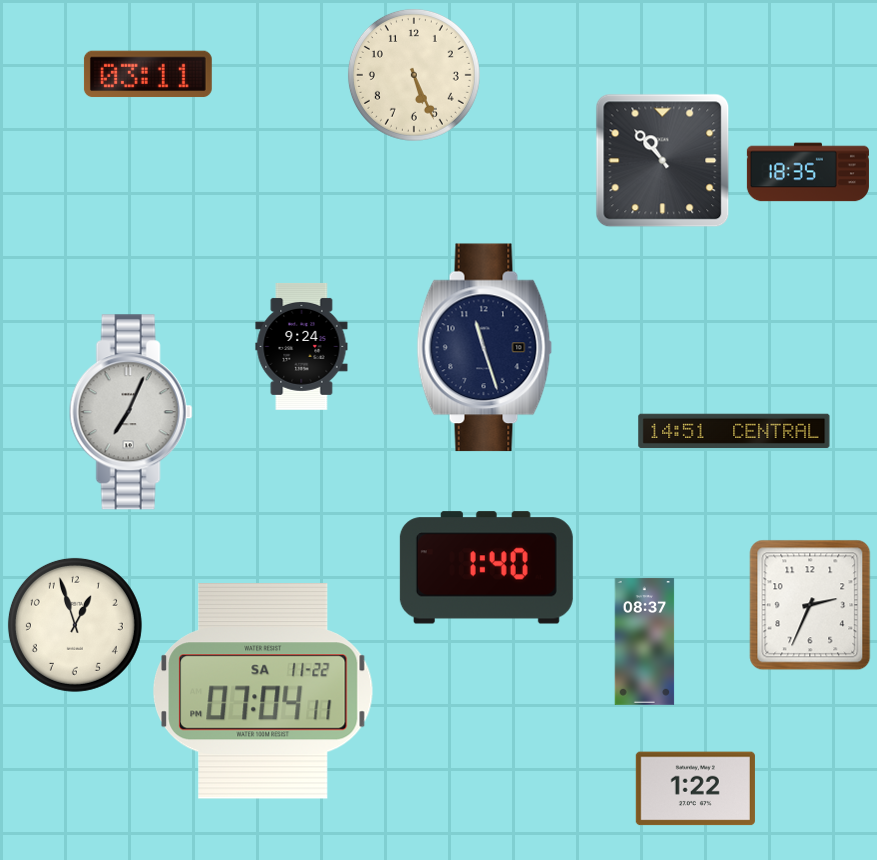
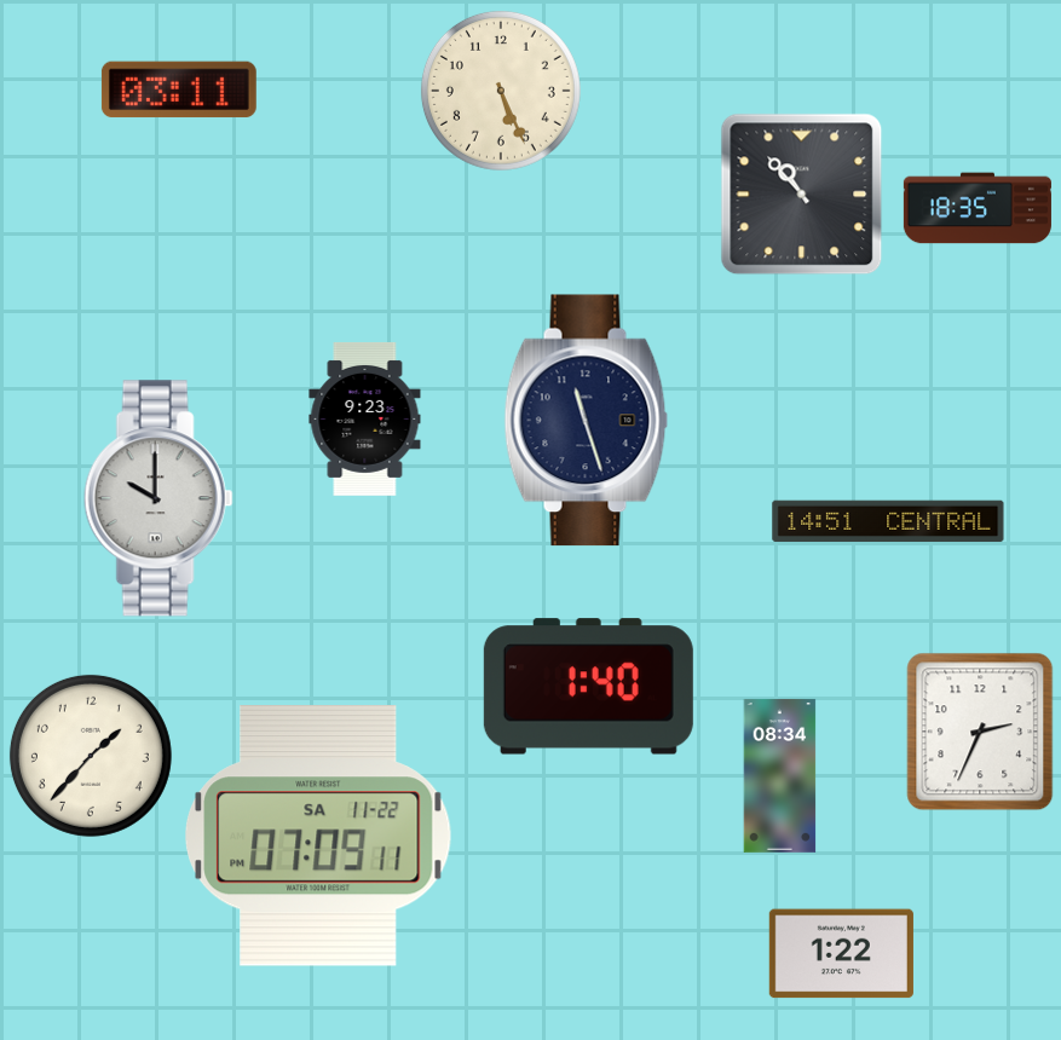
clock at (302, 346): 9:24 -> 9:23
clock at (131, 412): 7:04 -> 10:00
clock at (75, 625): 12:57 -> 1:37
clock at (645, 641): 08:37 -> 08:34
clock at (263, 692): 07:04 -> 07:09
